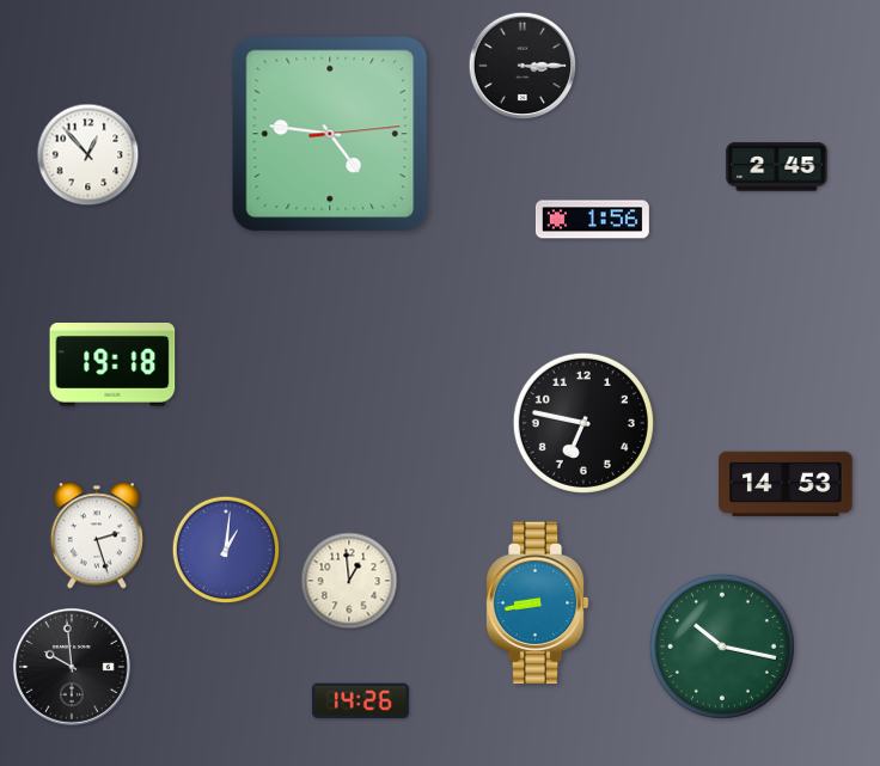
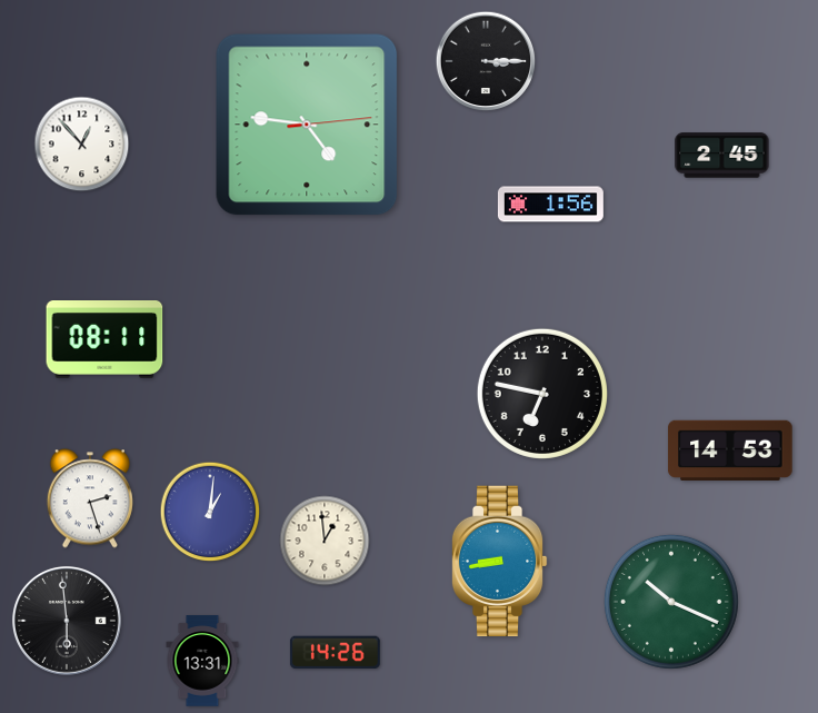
clock at (112, 366): 19:18 -> 08:11
clock at (722, 646): 10:17 -> 10:19
clock at (72, 667): 9:59 -> 5:59
clock at (202, 661): none -> 13:31
